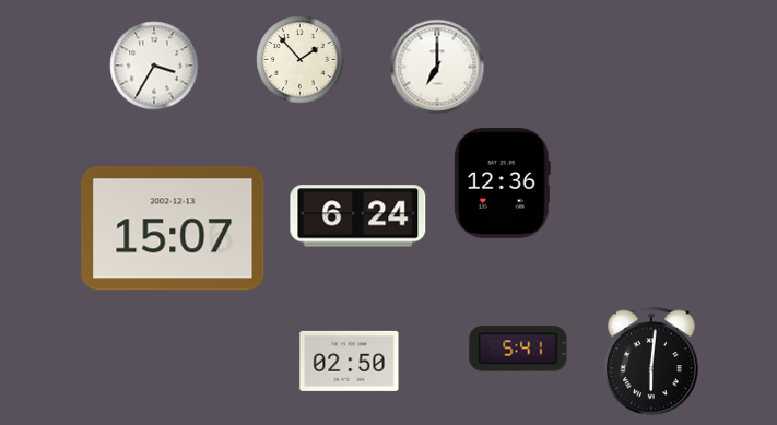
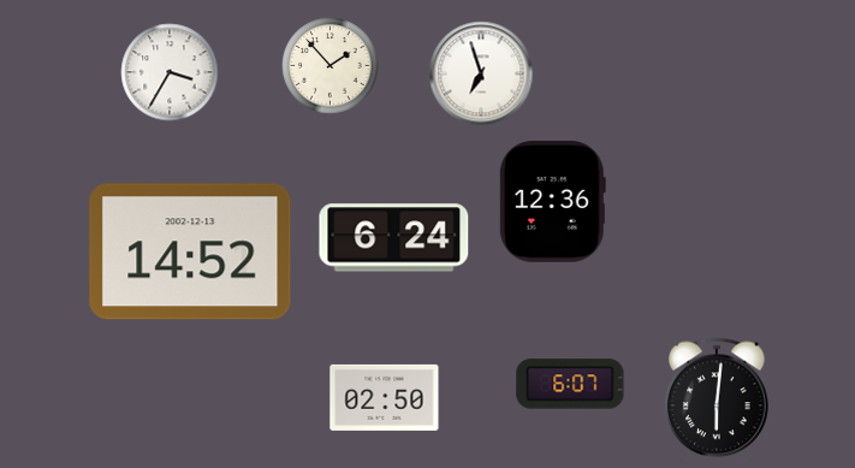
clock at (437, 67): 7:00 -> 6:57
clock at (173, 228): 15:07 -> 14:52
clock at (518, 349): 5:41 -> 6:07
